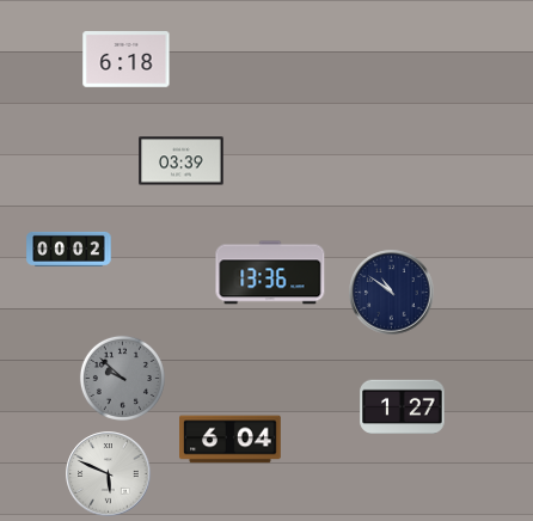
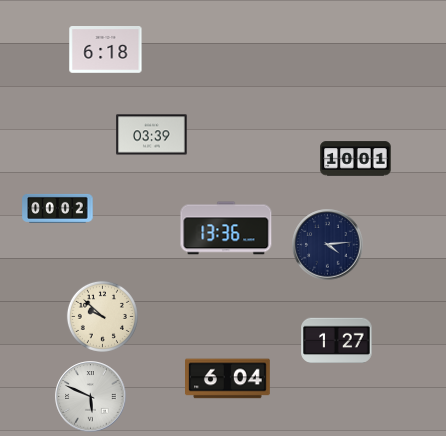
clock at (356, 159): none -> 10:01
clock at (392, 293): 10:51 -> 4:14
clock at (122, 378) dial: grey -> cream
clock at (231, 440) position: (231, 440) -> (228, 379)
